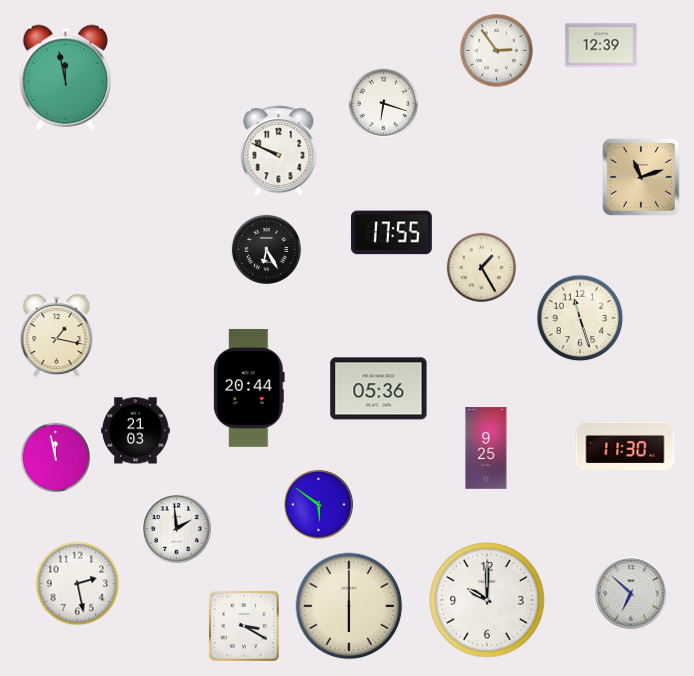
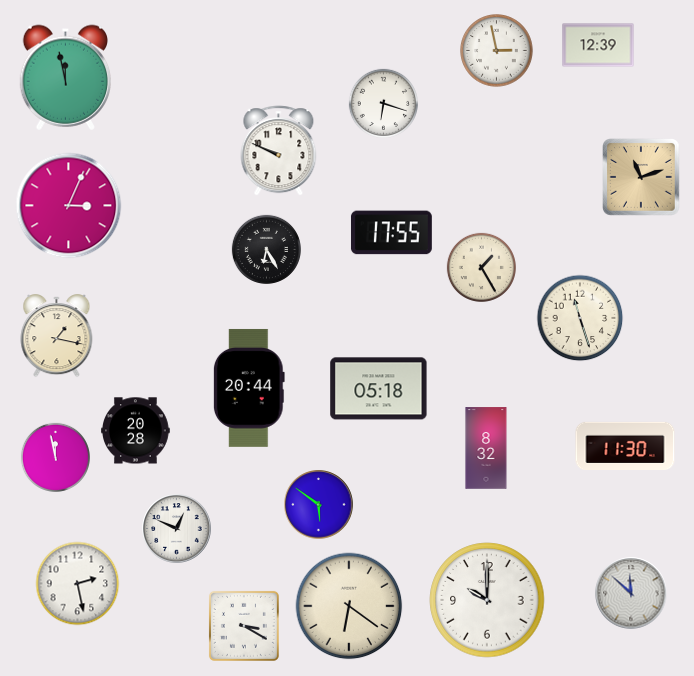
clock at (601, 45) position: (601, 45) -> (598, 45)
clock at (497, 51): 2:54 -> 2:58
clock at (69, 206): none -> 3:04
clock at (379, 389): 05:36 -> 05:18
clock at (136, 431): 21:03 -> 20:28
clock at (486, 448): 9:25 -> 8:32
clock at (177, 529): 1:59 -> 12:49
clock at (631, 593): 6:52 -> 11:52
clock at (349, 606): 6:00 -> 6:21
